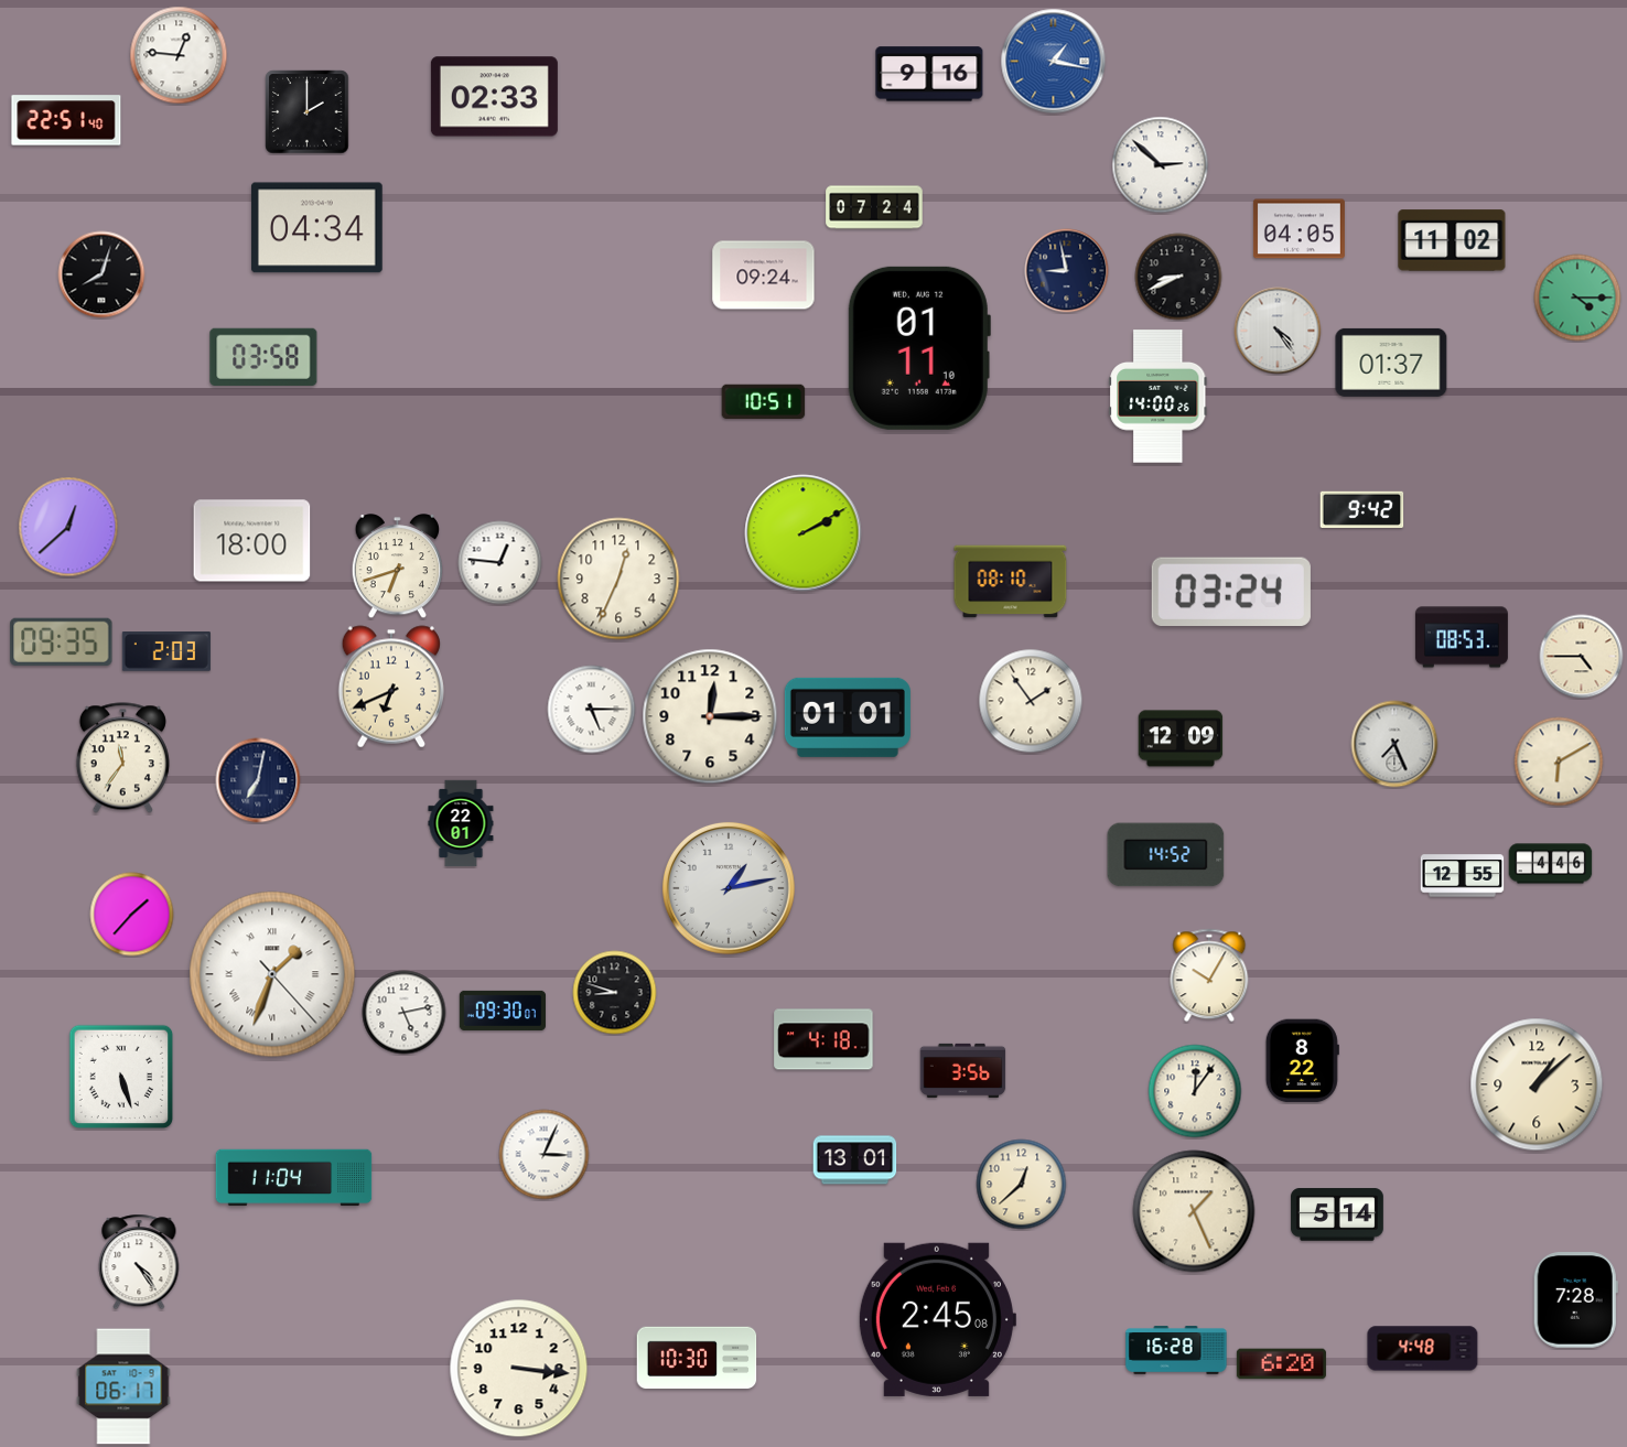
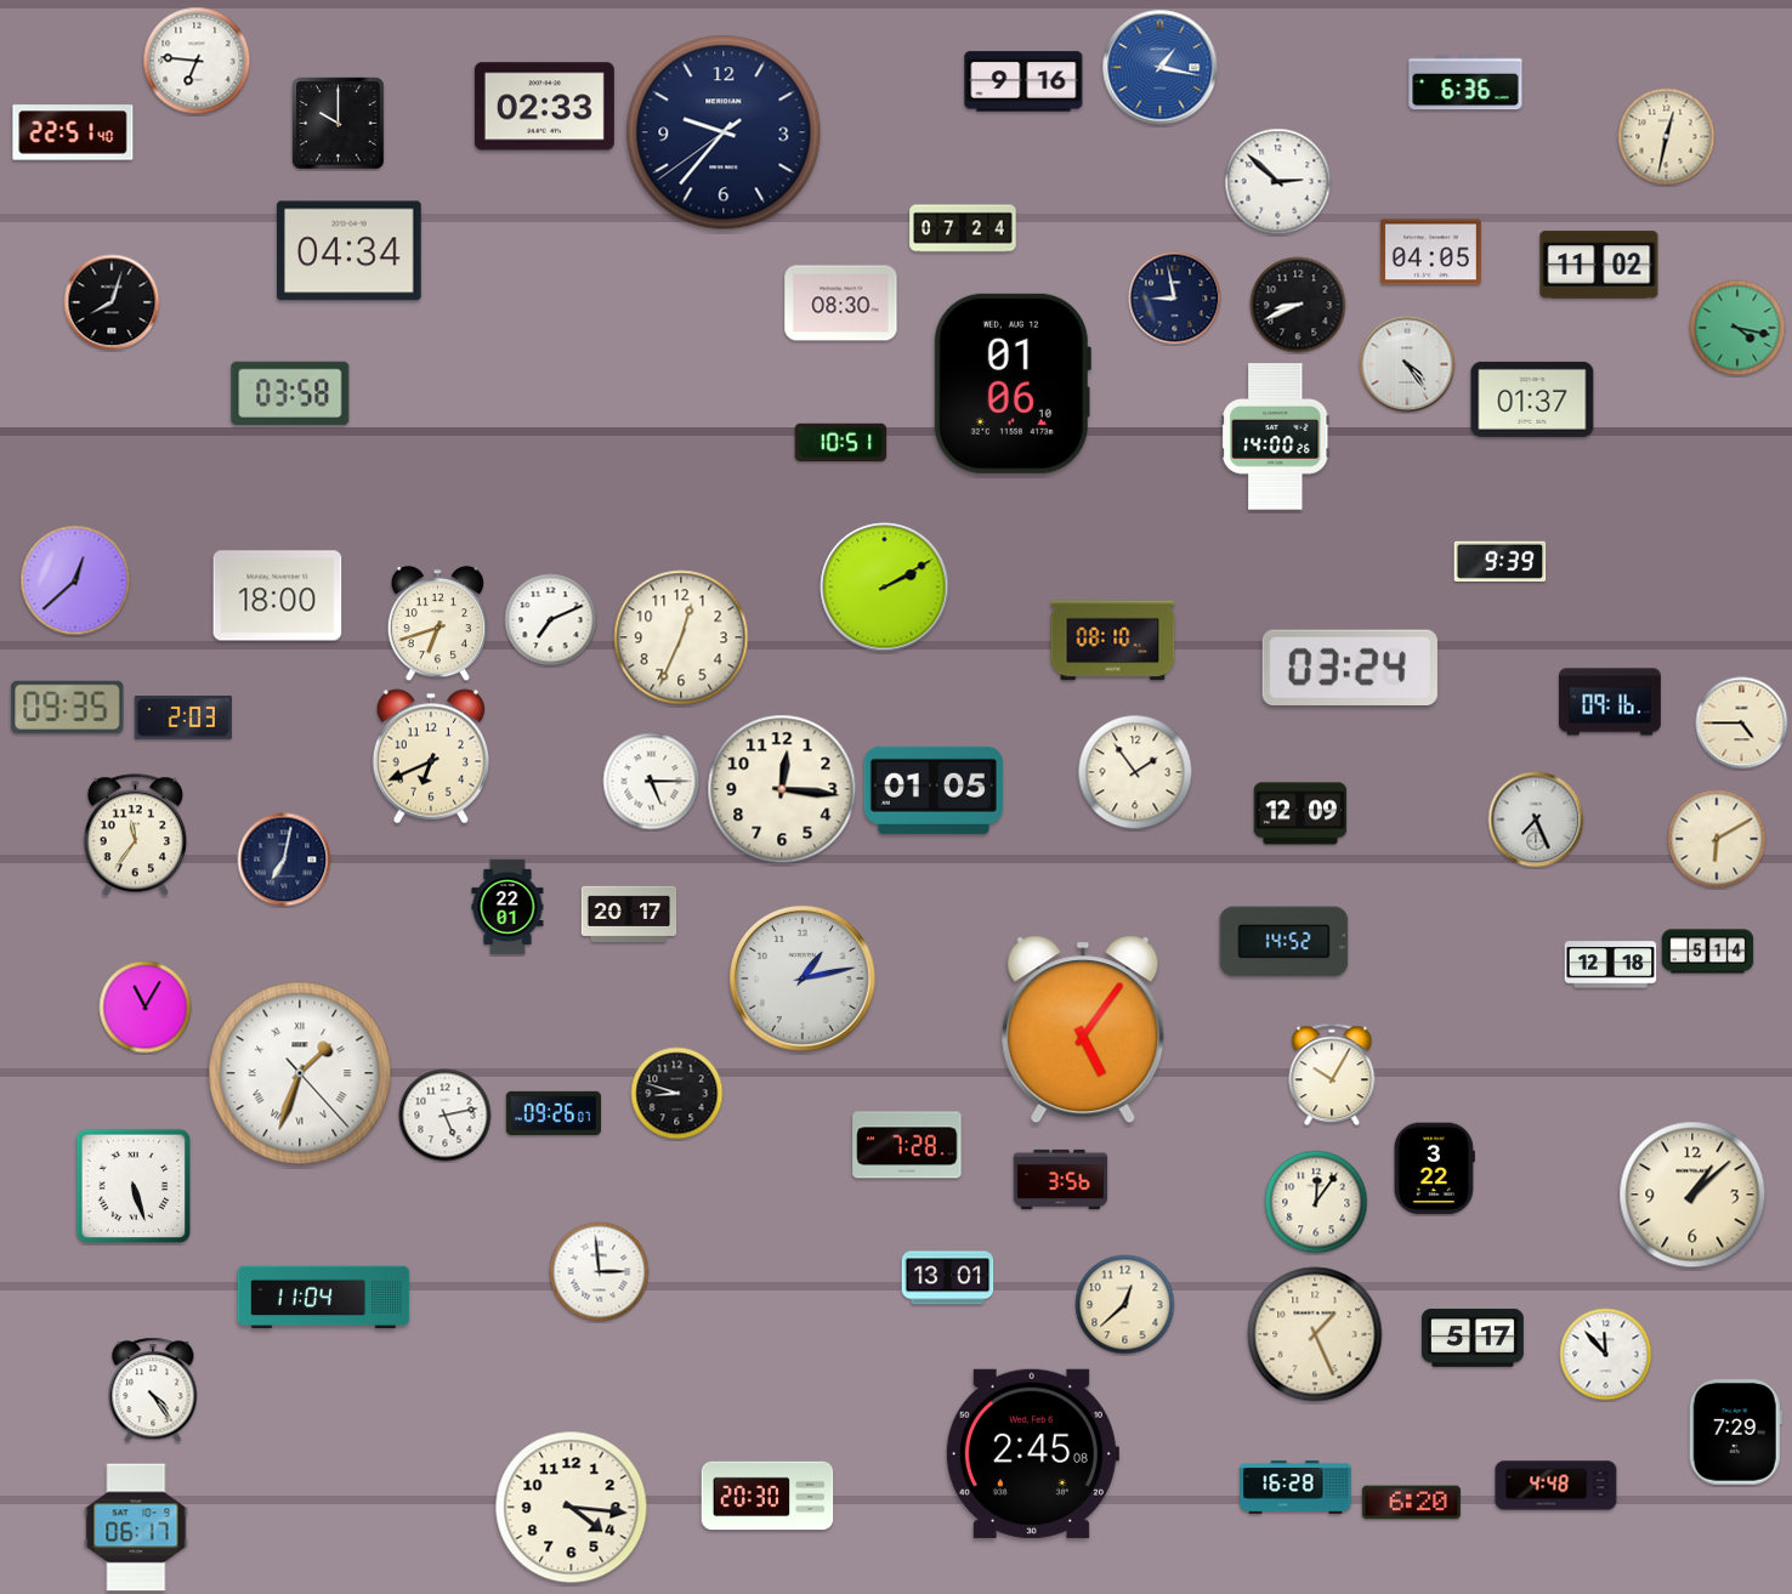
clock at (179, 55): 12:46 -> 6:46
clock at (1465, 83): none -> 6:36
clock at (308, 112): 2:00 -> 10:00
clock at (724, 132): none -> 9:36
clock at (1667, 137): none -> 12:32
clock at (764, 276): 09:24 -> 08:30
clock at (1577, 298): 4:15 -> 4:17
clock at (919, 348): 01:11 -> 01:06
clock at (1362, 509): 9:42 -> 9:39
clock at (500, 563): 12:46 -> 7:11
clock at (1231, 592) position: (1231, 592) -> (1350, 668)
clock at (1462, 637): 08:53 -> 09:16
clock at (710, 716): 12:15 -> 12:16
clock at (848, 717): 01:01 -> 01:05
clock at (629, 913): none -> 20:17
clock at (1551, 864): 4:46 -> 5:14
clock at (1463, 876): 12:55 -> 12:18
clock at (132, 915): 1:37 -> 11:05
clock at (1083, 1029): none -> 5:06
clock at (503, 1011): 09:30 -> 09:26
clock at (823, 1039): 4:18 -> 7:28
clock at (1302, 1061): 8:22 -> 3:22
clock at (545, 1155): 3:04 -> 2:59
clock at (855, 1160) position: (855, 1160) -> (948, 1278)
clock at (1337, 1214): 5:14 -> 5:17
clock at (1606, 1355): none -> 11:53
clock at (1575, 1300): 7:28 -> 7:29
clock at (1423, 1349) position: (1423, 1349) -> (1556, 1486)
clock at (697, 1358): 10:30 -> 20:30
clock at (519, 1369): 3:16 -> 4:16
